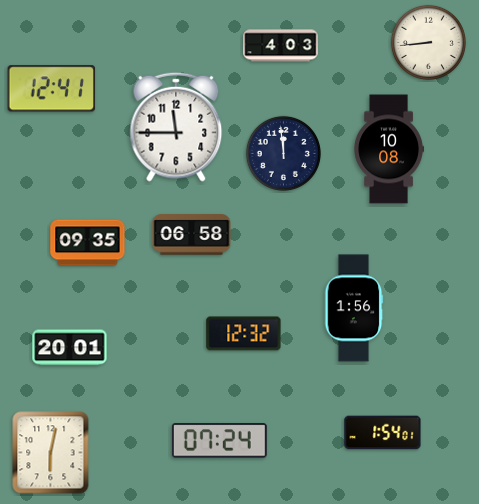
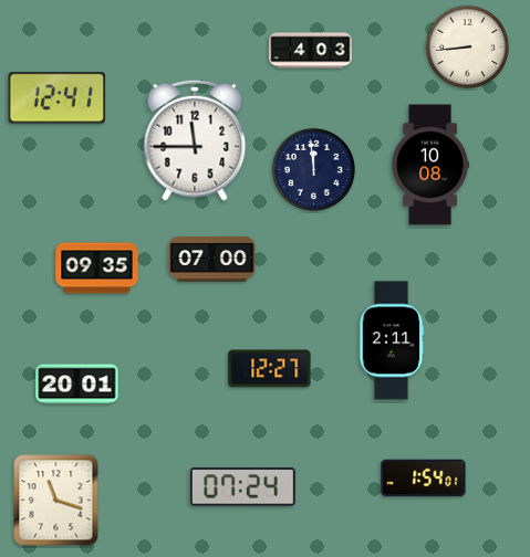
clock at (428, 42) position: (428, 42) -> (467, 46)
clock at (192, 235): 06:58 -> 07:00
clock at (354, 308): 1:56 -> 2:11
clock at (244, 334): 12:32 -> 12:27
clock at (51, 453): 6:02 -> 11:18
